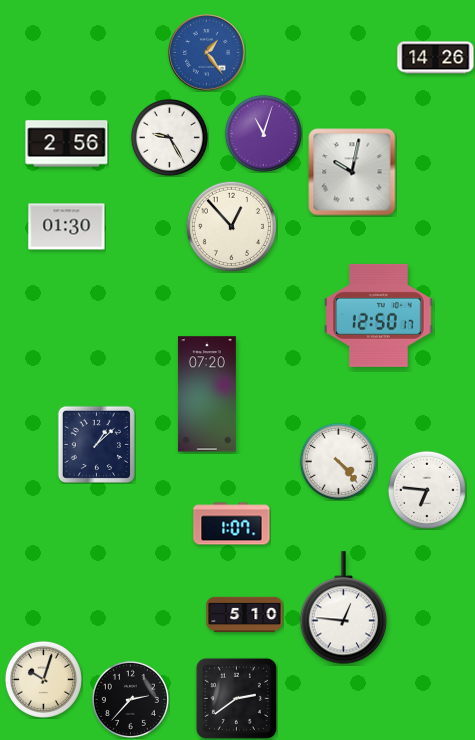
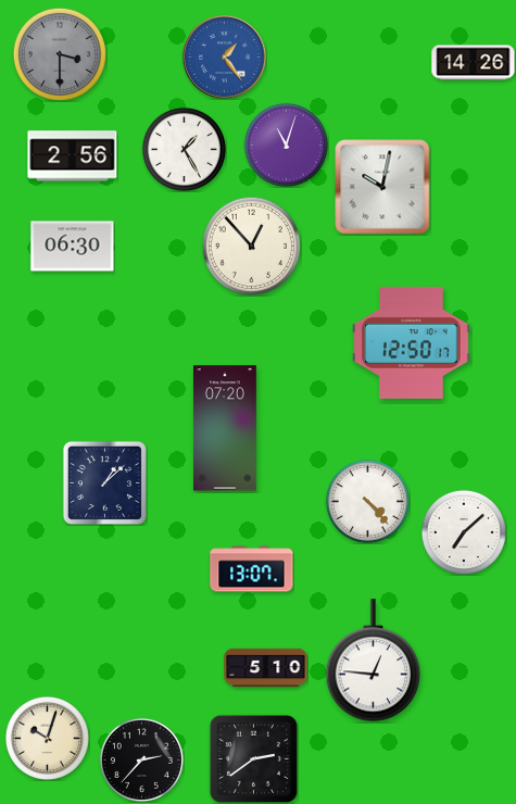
clock at (60, 54): none -> 3:30
clock at (169, 137): 9:25 -> 1:25
clock at (67, 227): 01:30 -> 06:30
clock at (427, 490): 6:46 -> 7:08
clock at (232, 524): 1:07 -> 13:07
clock at (236, 698) position: (236, 698) -> (253, 758)
